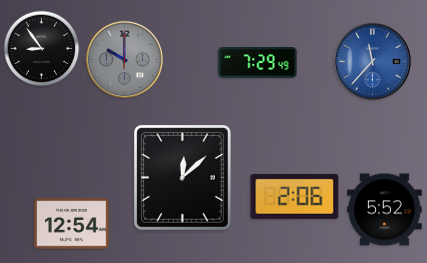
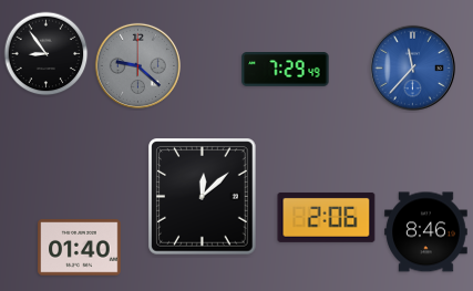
clock at (124, 59): 10:00 -> 9:22
clock at (385, 210): 5:52 -> 8:46
clock at (72, 224): 12:54 -> 01:40
